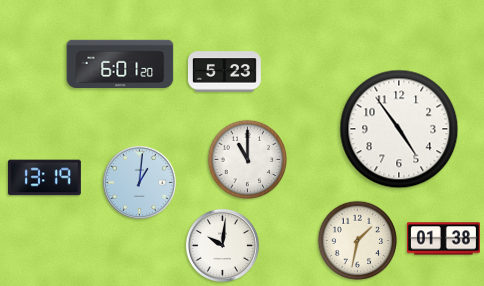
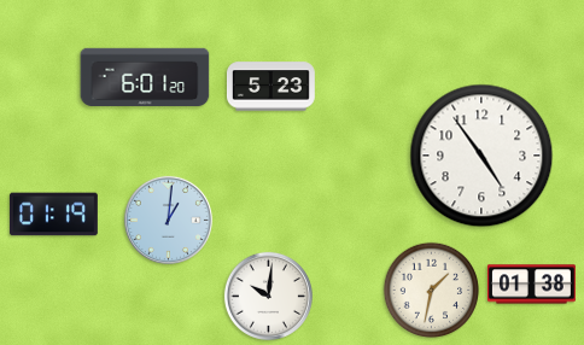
clock at (248, 160): 11:00 -> none
clock at (44, 178): 13:19 -> 01:19
clock at (443, 239) position: (443, 239) -> (531, 285)
